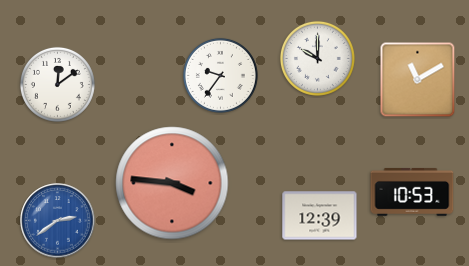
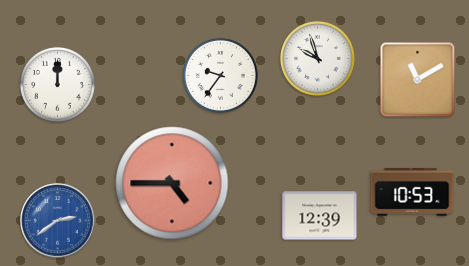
clock at (317, 58): 10:00 -> 9:57
clock at (57, 84): 12:09 -> 12:00
clock at (172, 183): 3:46 -> 4:45
